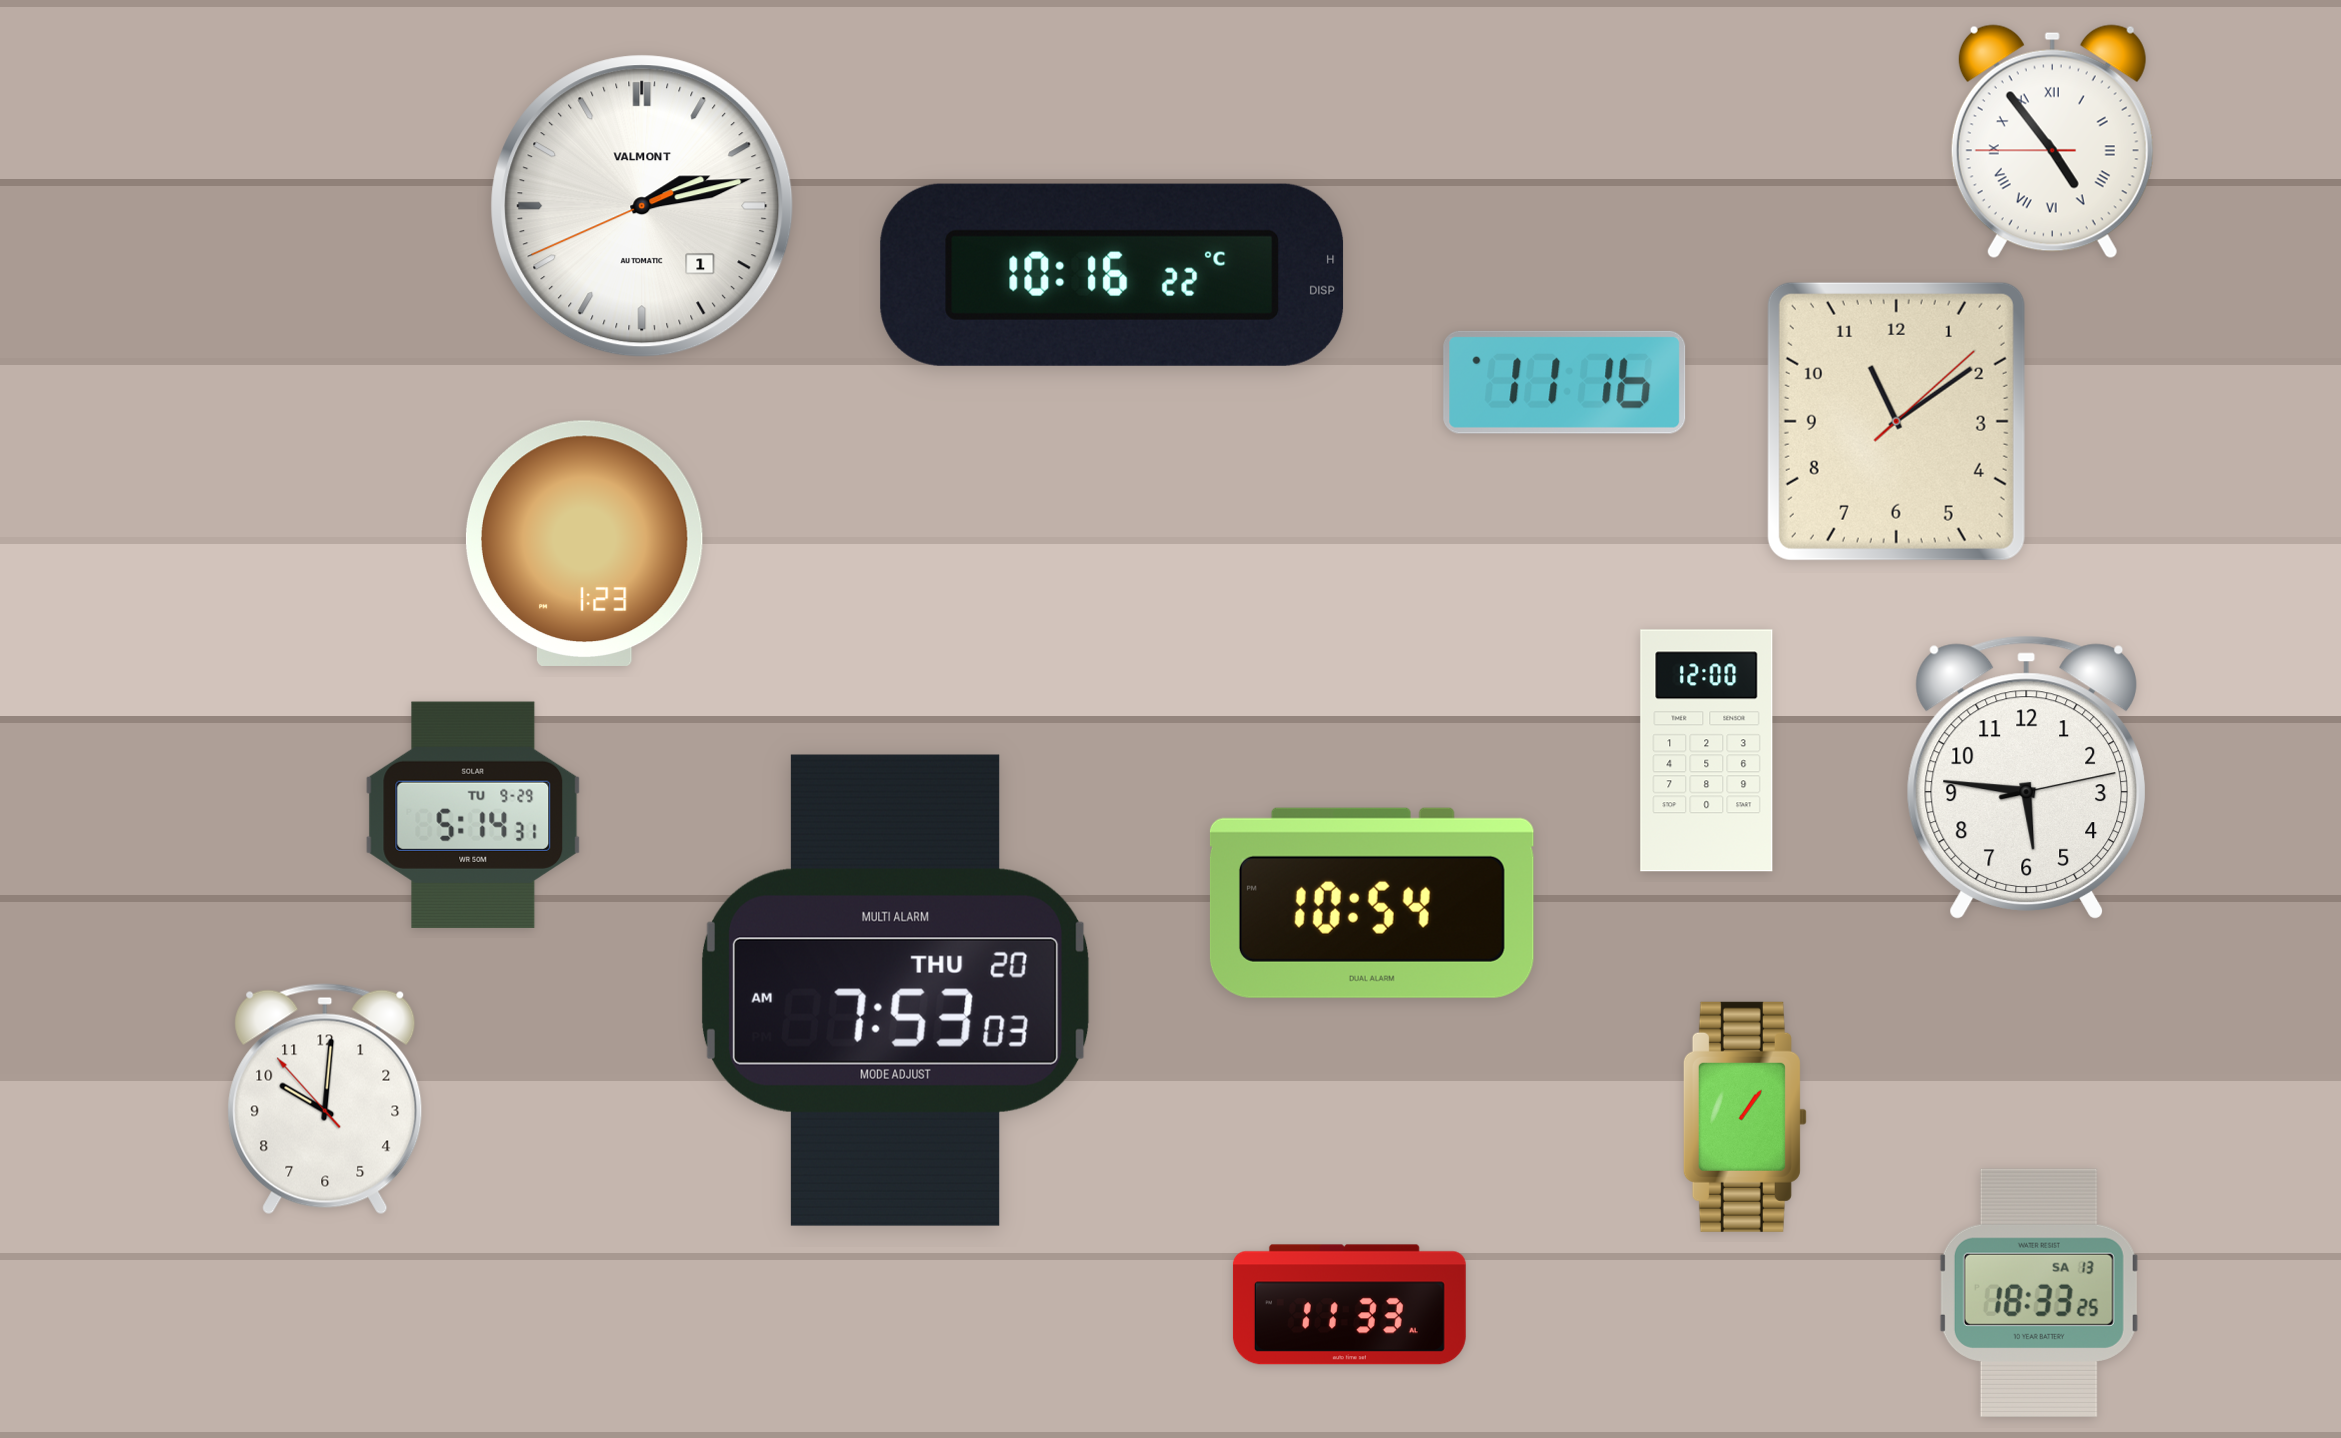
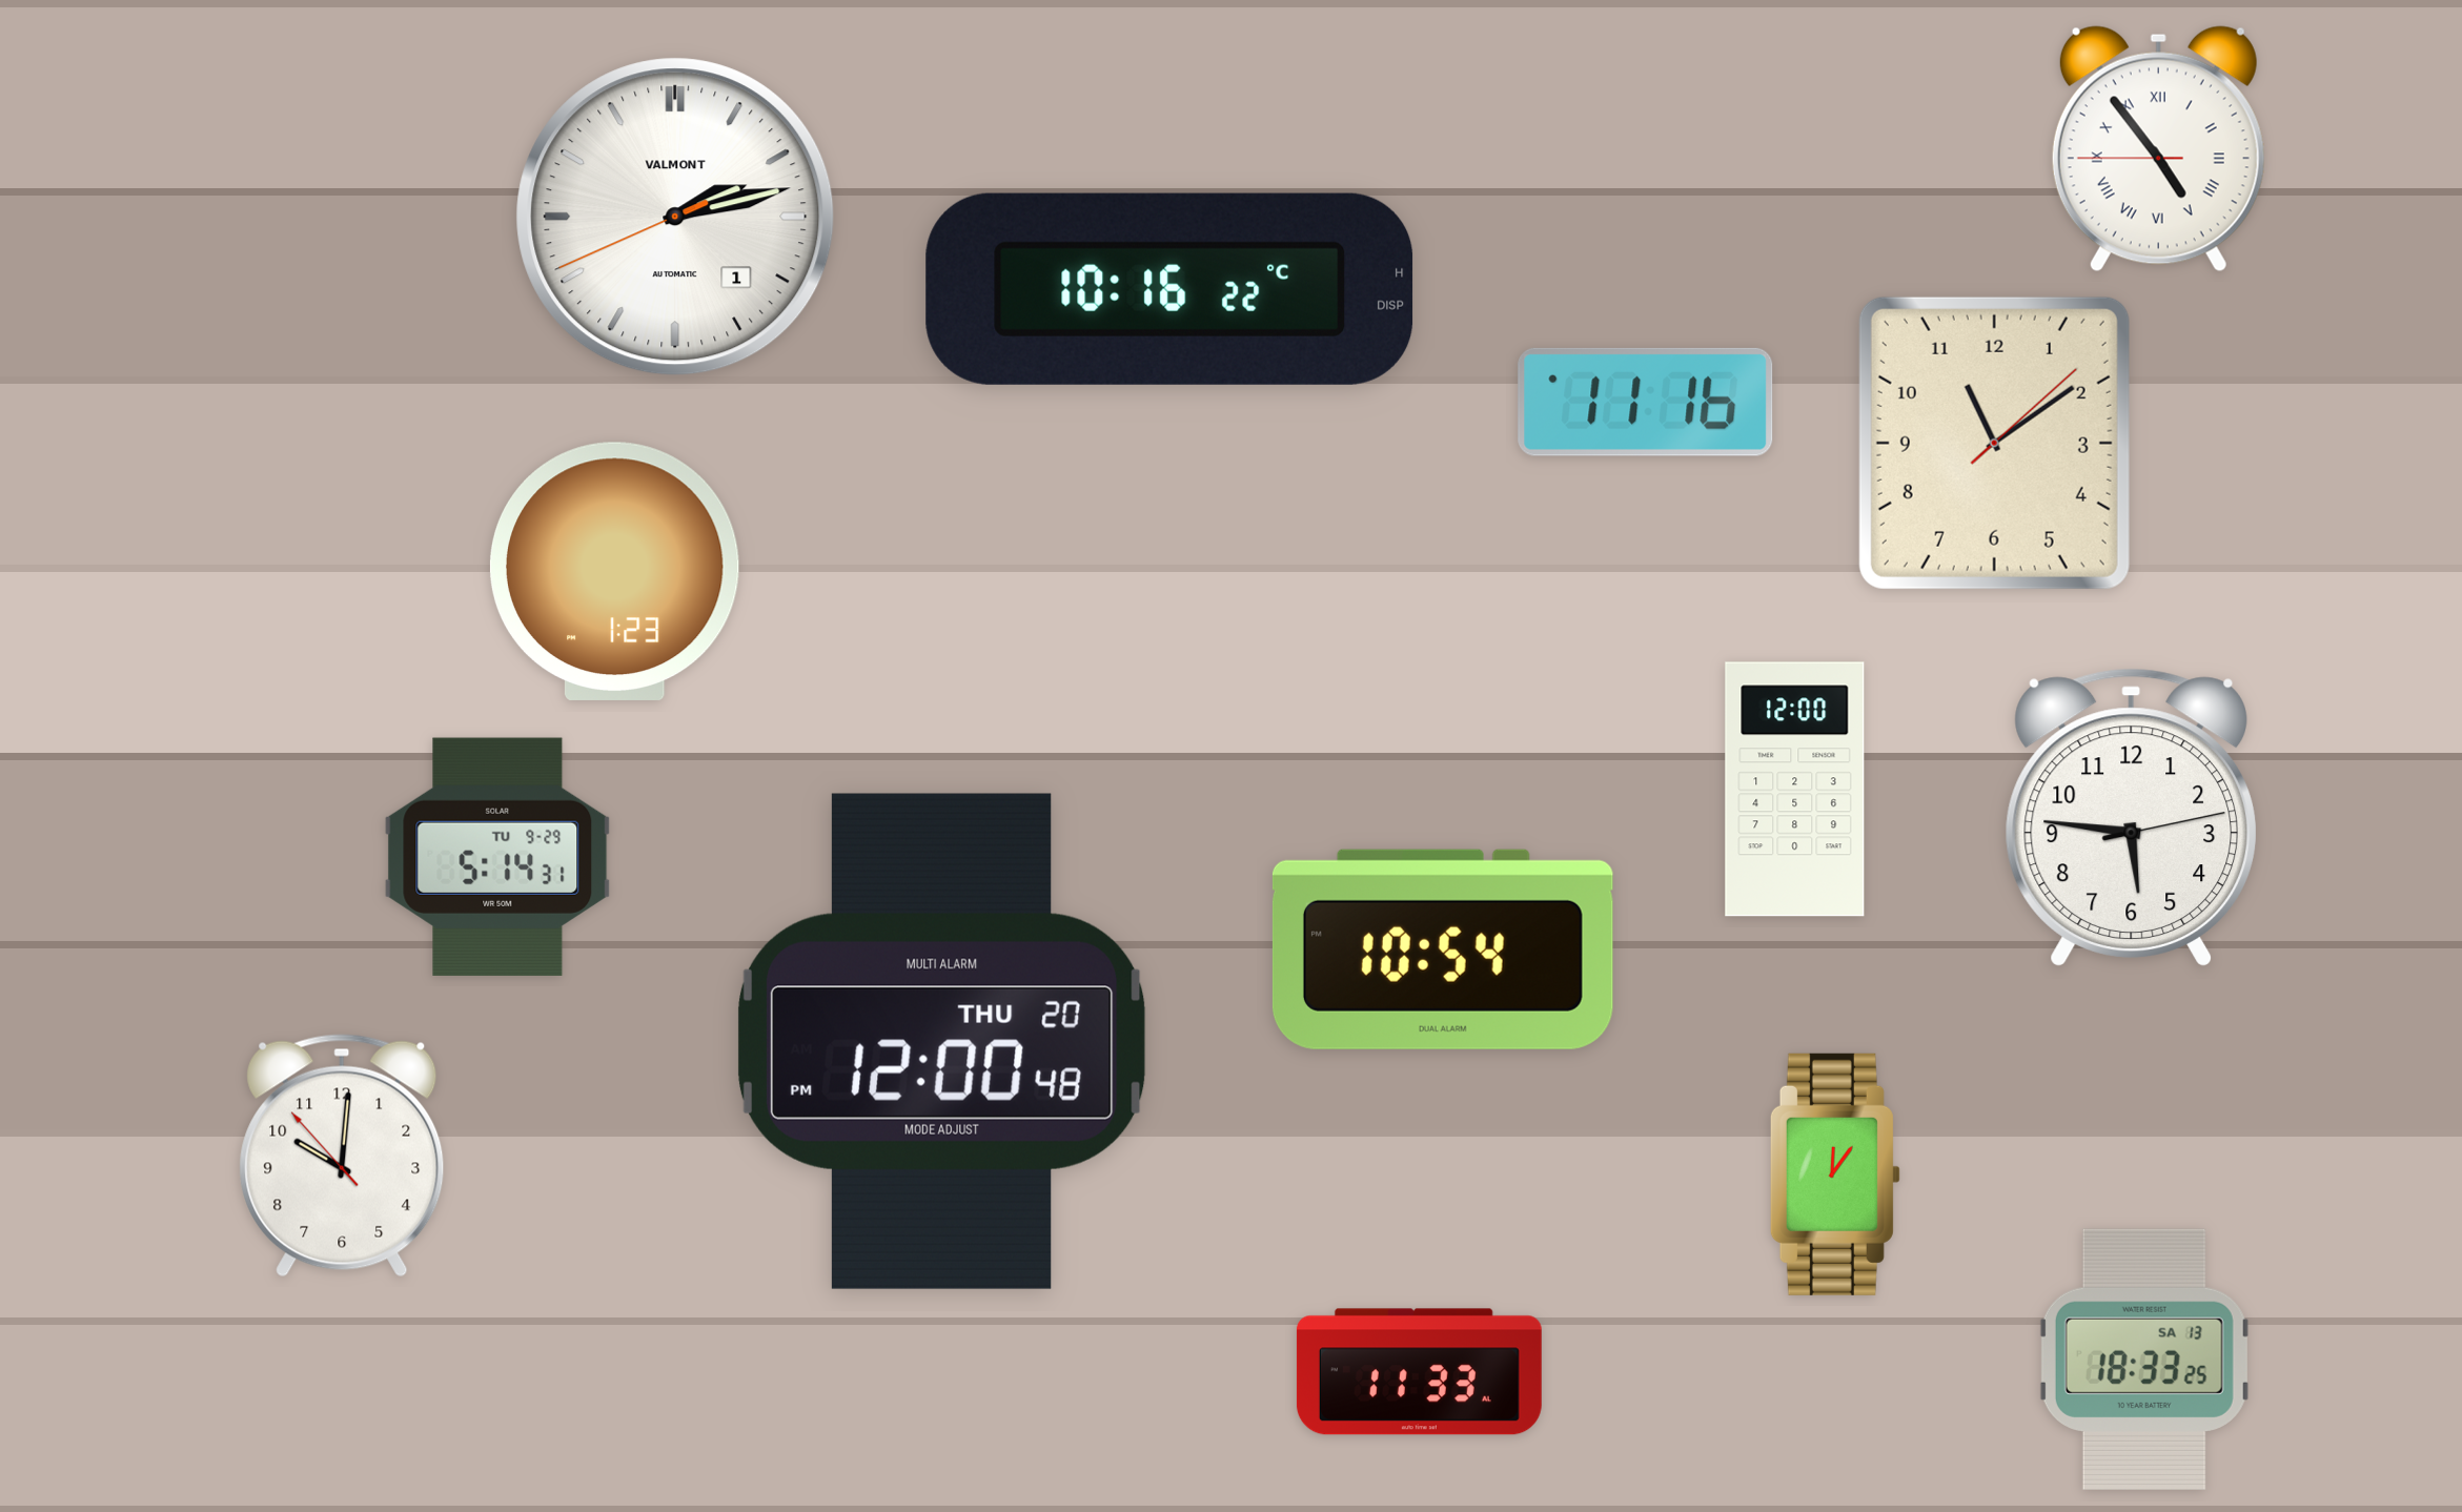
clock at (895, 990): 7:53 -> 12:00
clock at (1745, 1117): 1:06 -> 12:06
